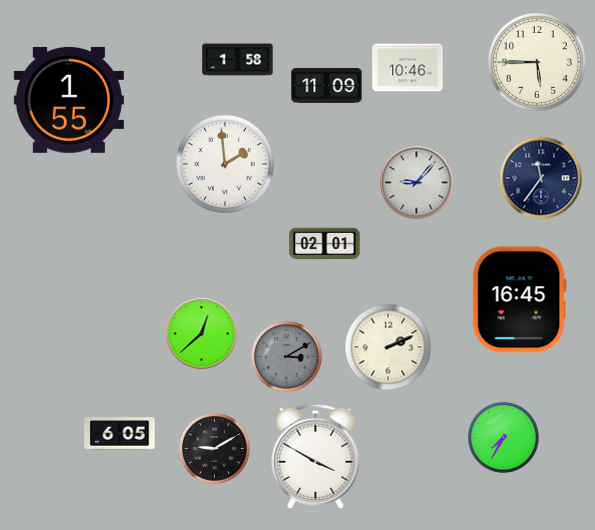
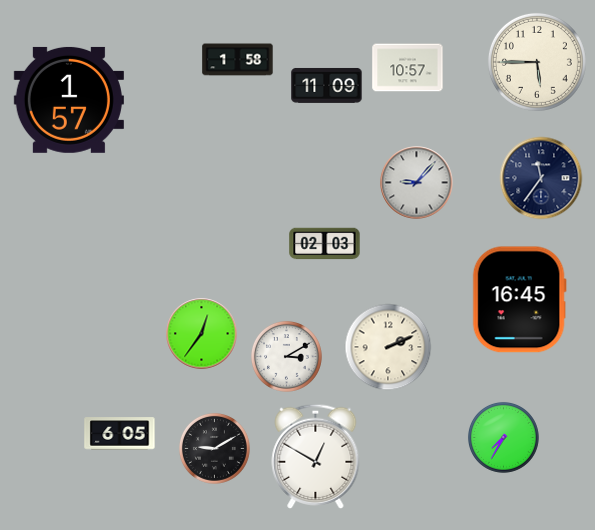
clock at (408, 68): 10:46 -> 10:57
clock at (69, 100): 1:55 -> 1:57
clock at (225, 164): 1:59 -> none
clock at (325, 244): 02:01 -> 02:03
clock at (202, 334): 12:38 -> 12:36
clock at (286, 356) dial: grey -> white
clock at (316, 456): 3:50 -> 12:50
